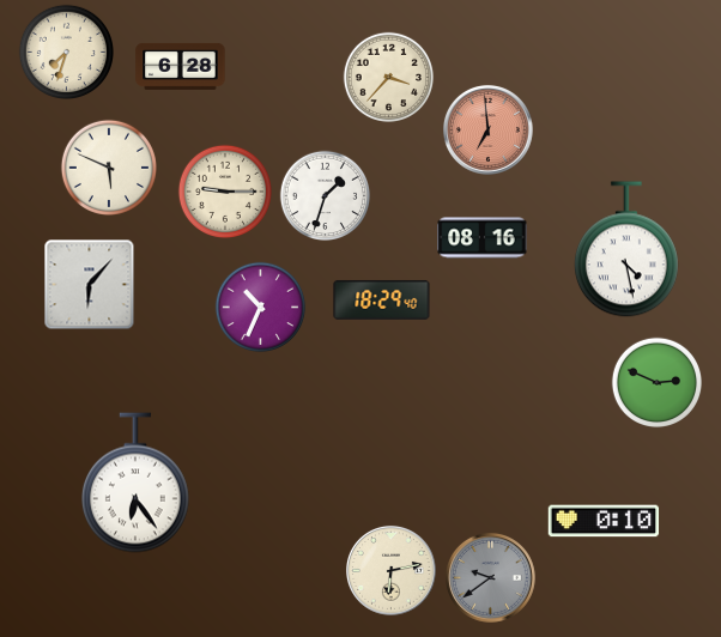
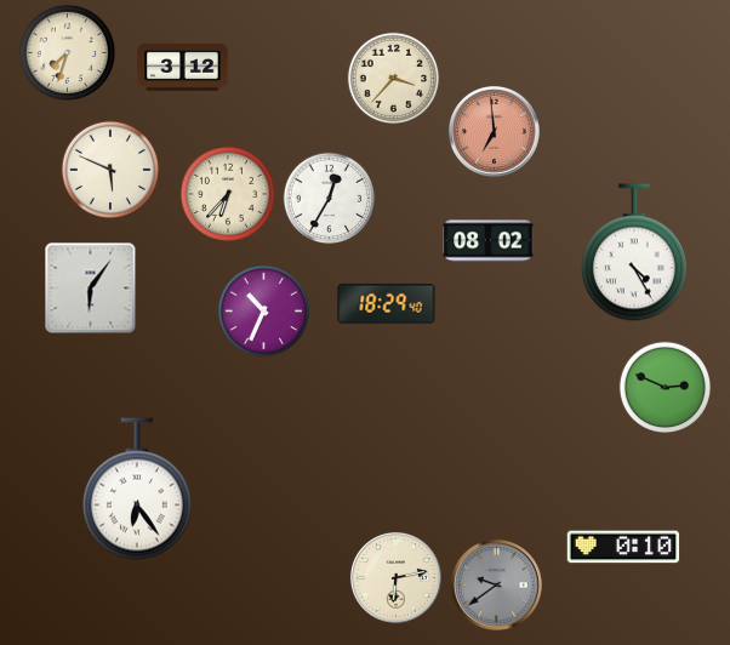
clock at (181, 66): 6:28 -> 3:12
clock at (224, 190): 9:15 -> 6:37
clock at (326, 196): 1:33 -> 12:35
clock at (483, 238): 08:16 -> 08:02
clock at (626, 249): 4:28 -> 4:25
clock at (90, 285): 6:07 -> 6:06
clock at (604, 521) position: (604, 521) -> (623, 547)
